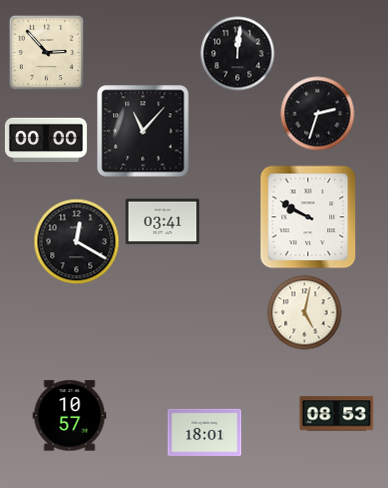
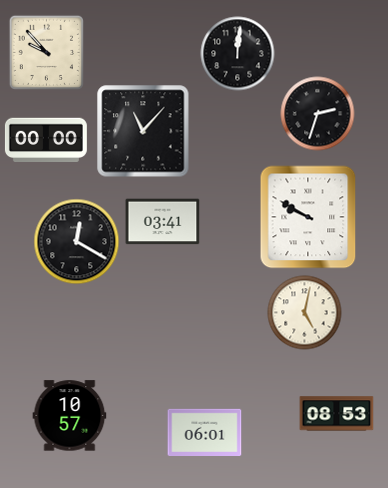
clock at (46, 52): 2:53 -> 9:53
clock at (205, 432): 18:01 -> 06:01
